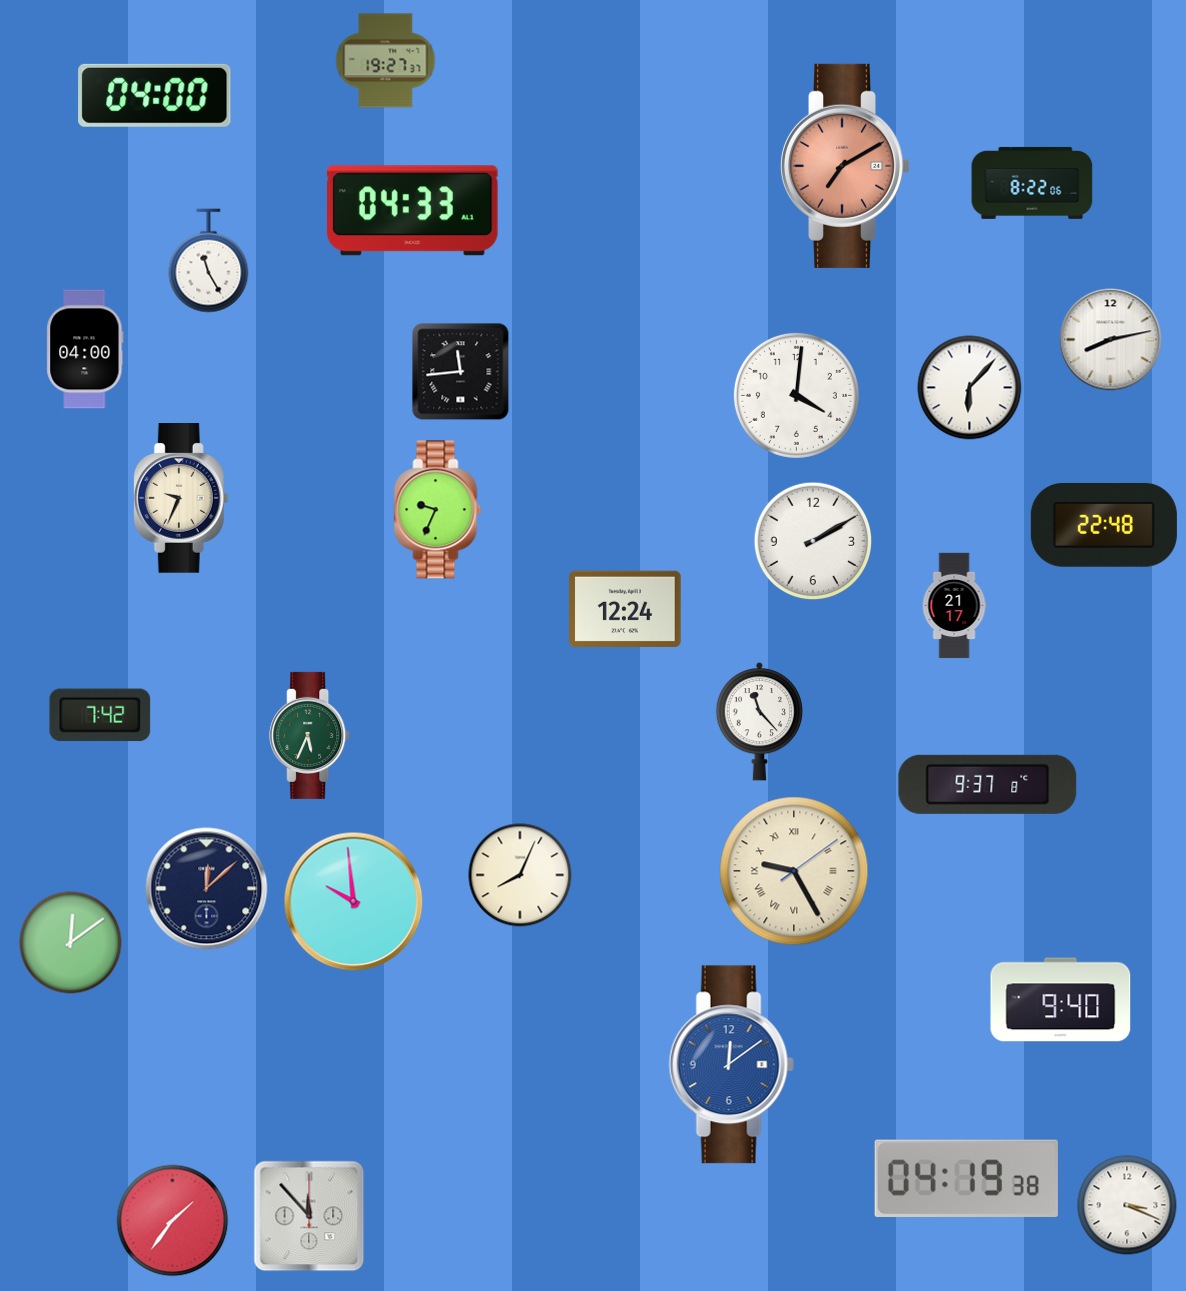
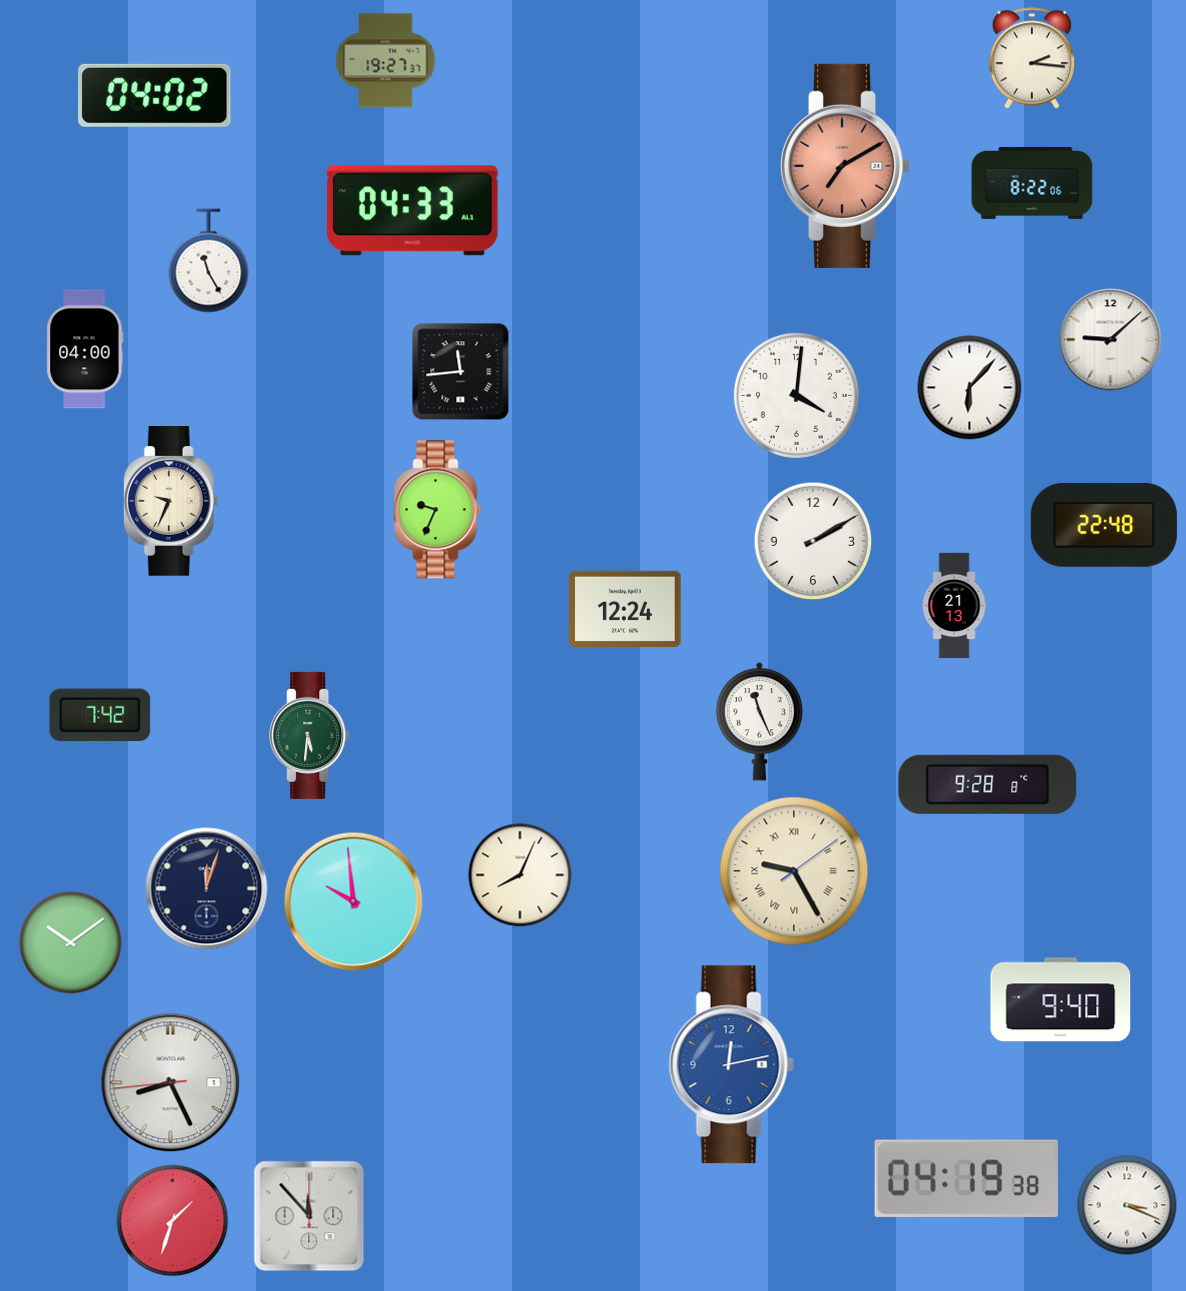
clock at (1032, 58): none -> 2:16
clock at (155, 95): 04:00 -> 04:02
clock at (1111, 340): 8:13 -> 9:08
clock at (181, 499) position: (181, 499) -> (171, 502)
clock at (954, 606): 21:17 -> 21:13
clock at (759, 722): 11:23 -> 11:26
clock at (310, 735): 5:34 -> 5:31
clock at (988, 784): 9:37 -> 9:28
clock at (207, 889): 12:08 -> 12:03
clock at (71, 943): 12:09 -> 10:09
clock at (731, 1065): 12:09 -> 12:13
clock at (171, 1083): none -> 8:25
clock at (173, 1221): 1:36 -> 1:33
